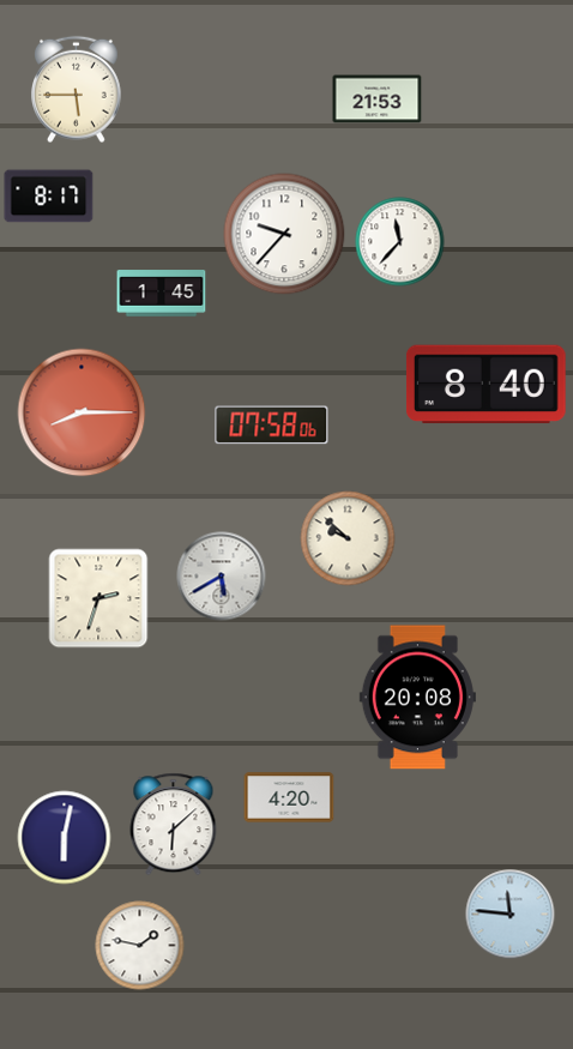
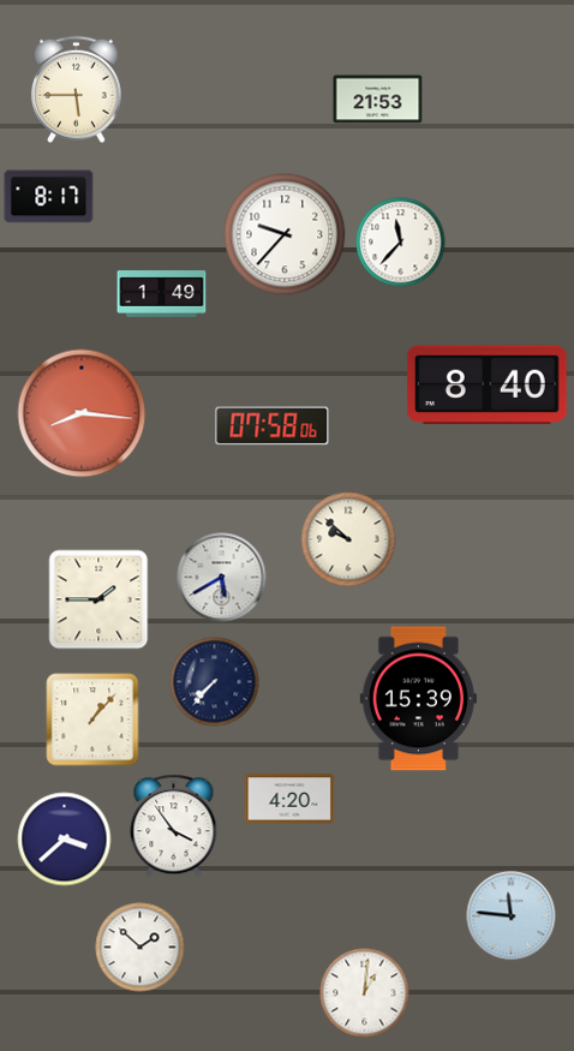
clock at (162, 294): 1:45 -> 1:49
clock at (82, 412): 8:15 -> 8:16
clock at (98, 598): 2:33 -> 1:45
clock at (215, 682): none -> 7:37
clock at (417, 698): 20:08 -> 15:39
clock at (92, 719): none -> 1:07
clock at (174, 825): 6:08 -> 3:54
clock at (65, 838): 6:02 -> 3:38
clock at (140, 946): 1:47 -> 1:52
clock at (365, 993): none -> 1:01
